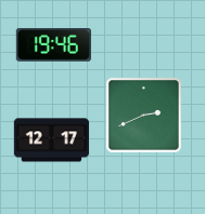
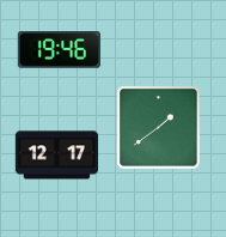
clock at (144, 116): 2:41 -> 1:39
